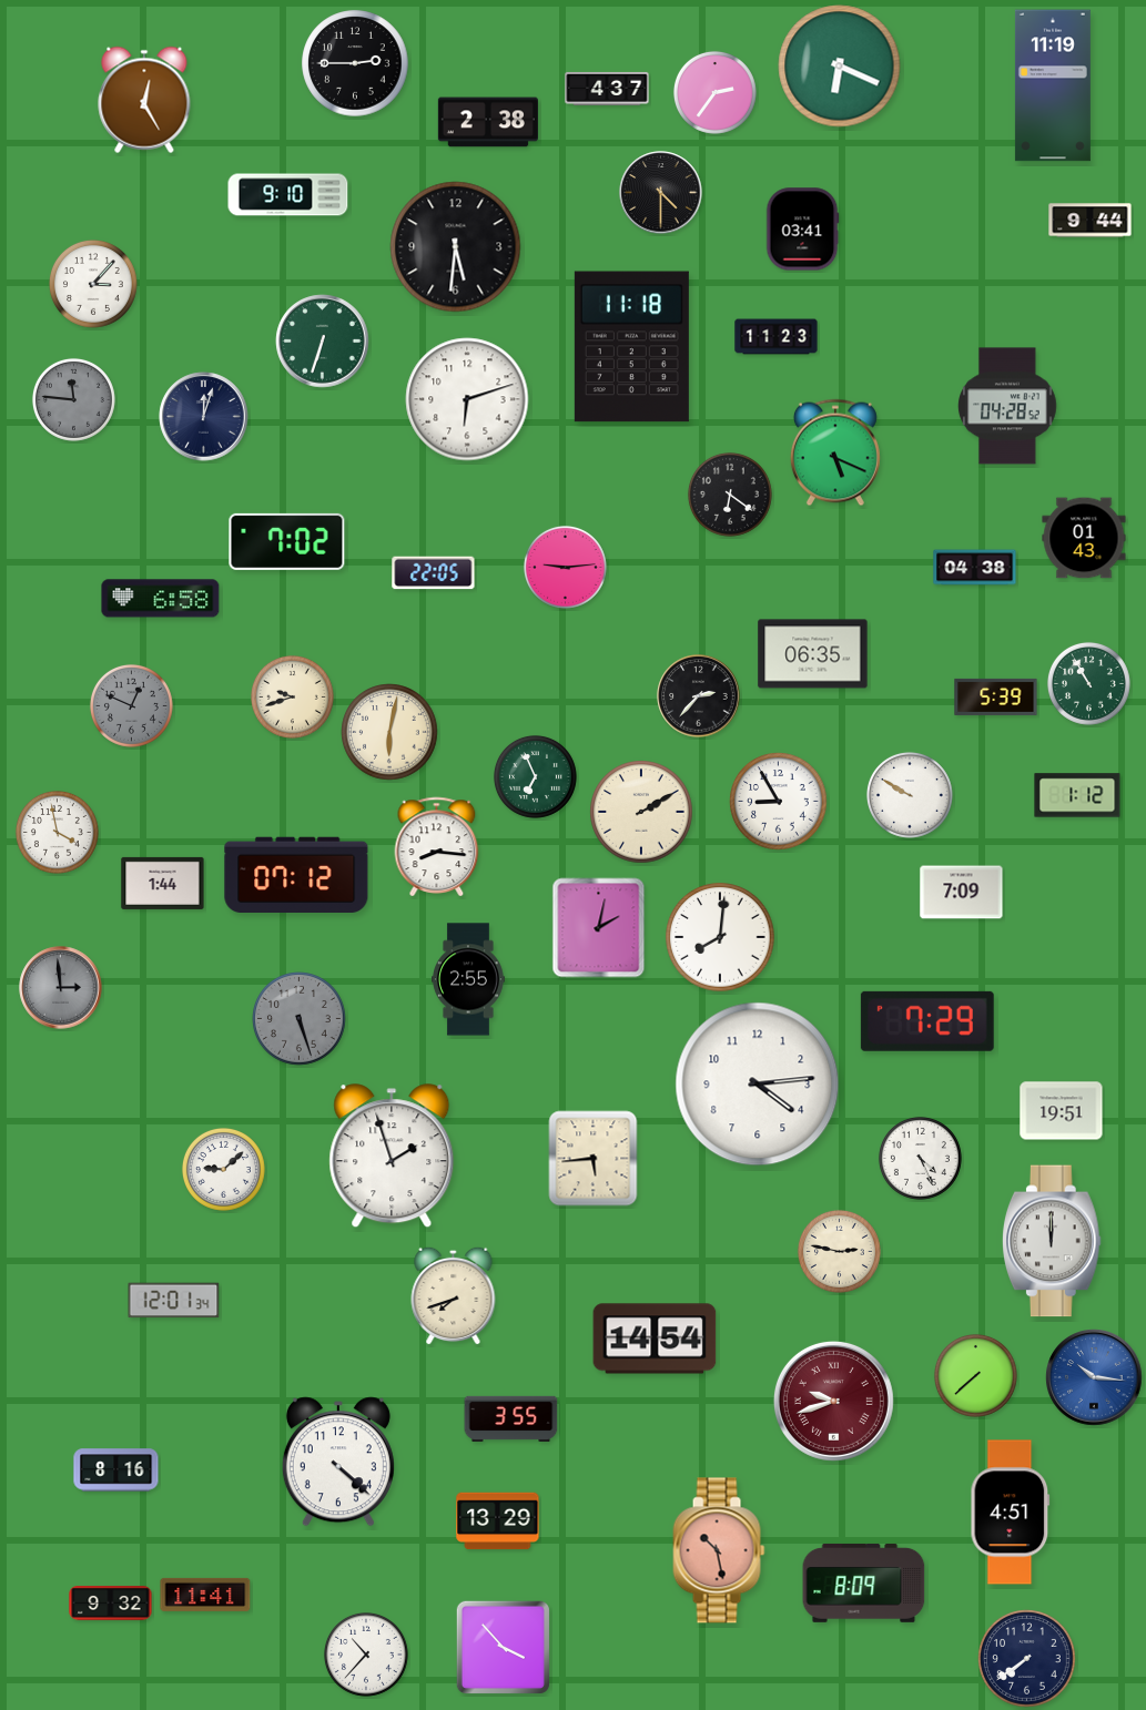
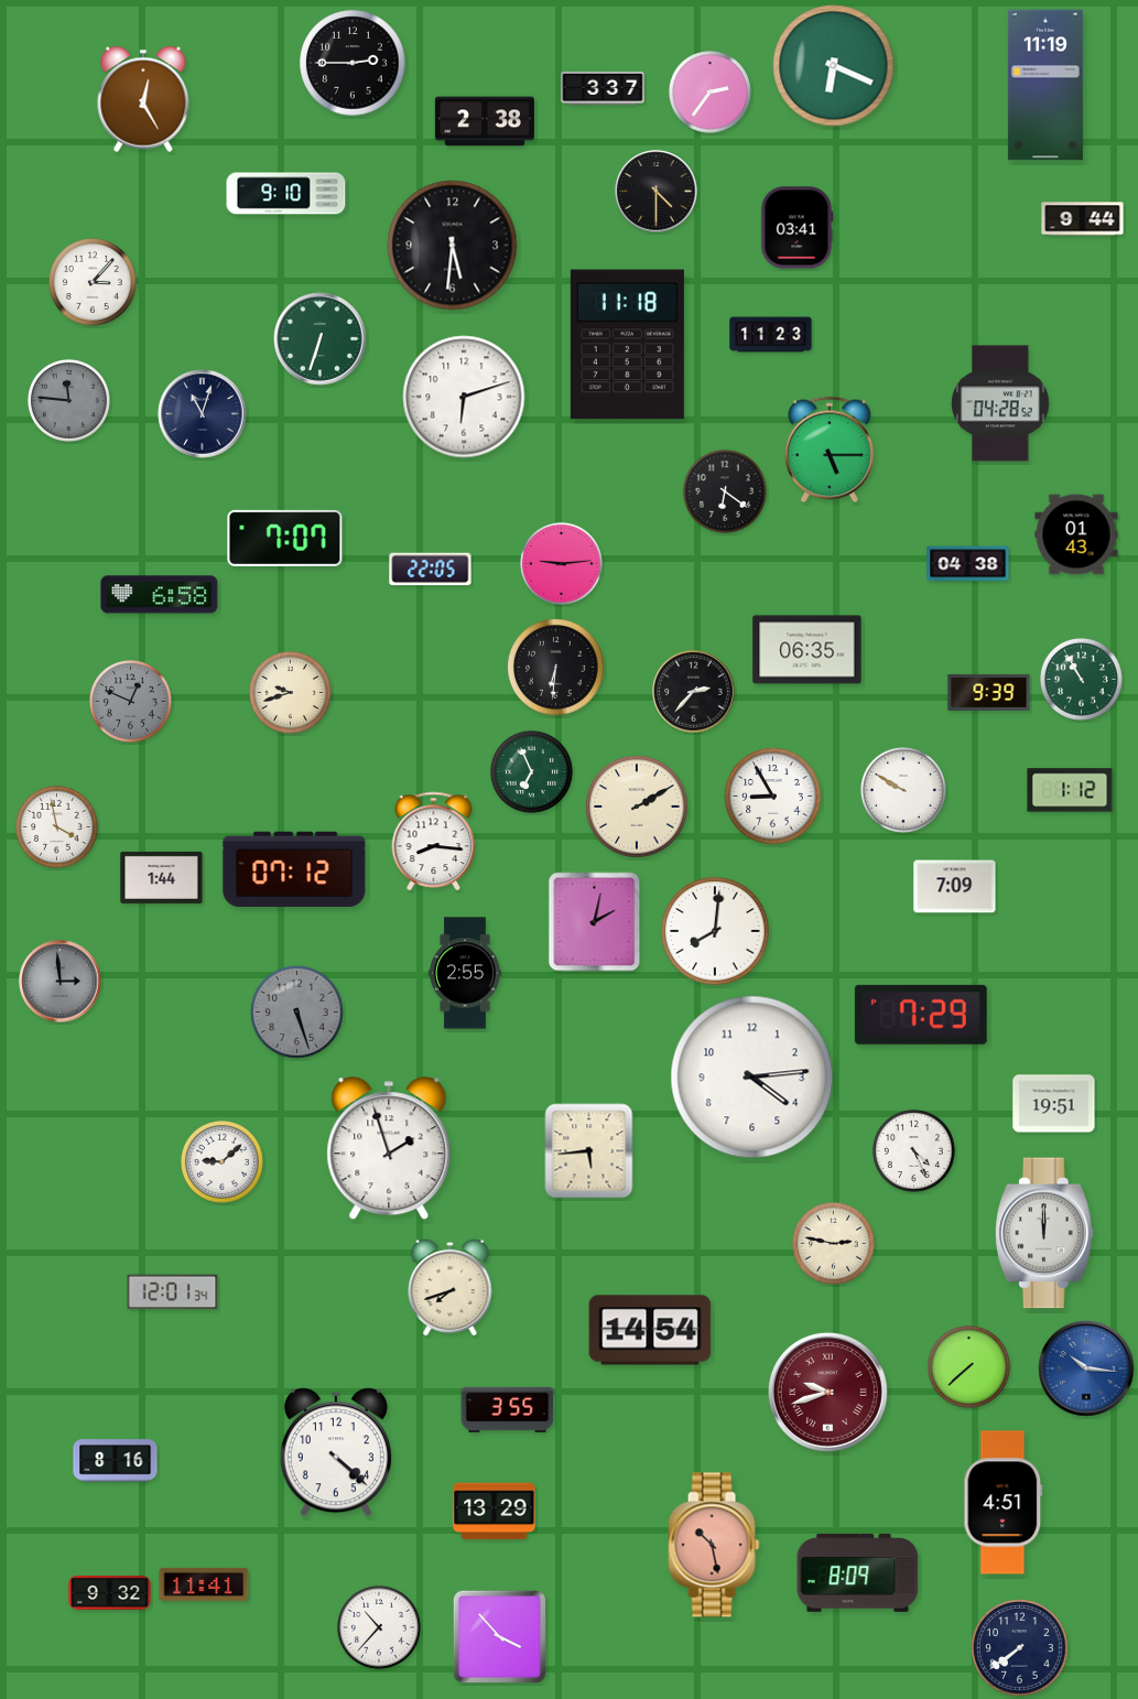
clock at (607, 89): 4:37 -> 3:37
clock at (73, 399) position: (73, 399) -> (68, 400)
clock at (204, 417): 12:03 -> 11:03
clock at (835, 452): 5:19 -> 5:15
clock at (287, 541): 7:02 -> 7:07
clock at (556, 668): none -> 6:31
clock at (996, 696): 5:39 -> 9:39
clock at (389, 732): 6:02 -> none
clock at (719, 1550) position: (719, 1550) -> (714, 1545)
clock at (366, 1655) position: (366, 1655) -> (379, 1627)
